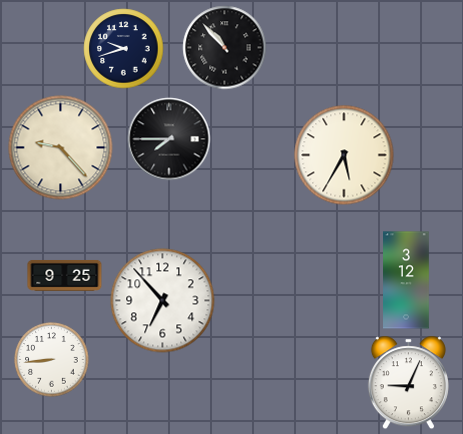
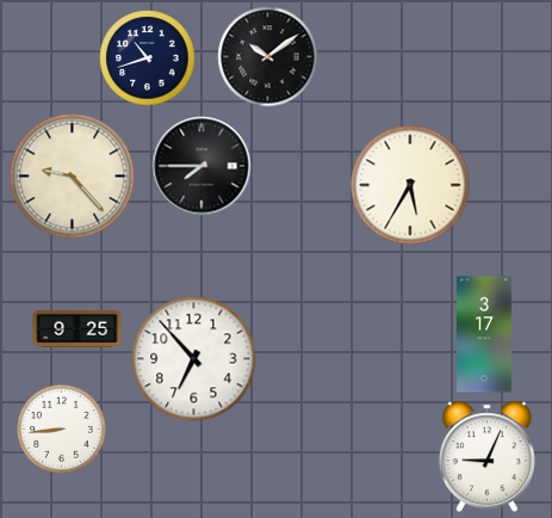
clock at (225, 48): 10:53 -> 10:09
clock at (124, 49): 9:42 -> 10:42
clock at (407, 280): 3:12 -> 3:17
